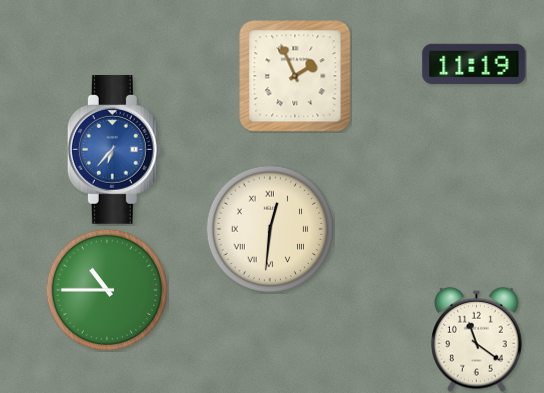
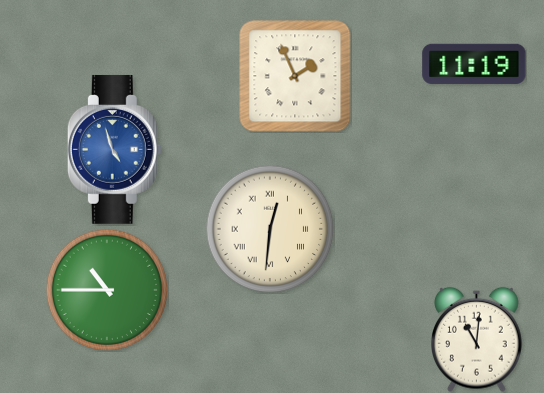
clock at (114, 149): 6:37 -> 4:57
clock at (477, 339): 11:21 -> 11:01
